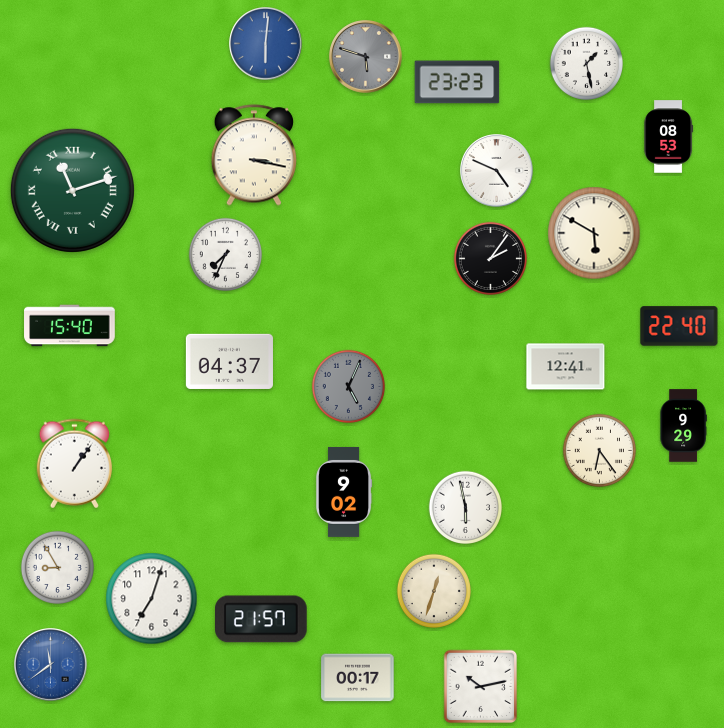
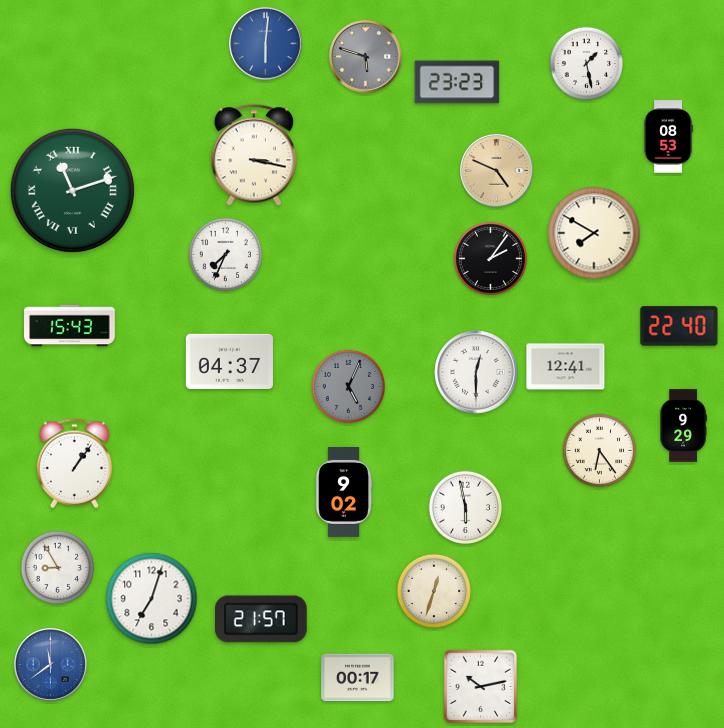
clock at (497, 171) dial: white -> champagne
clock at (594, 233): 5:50 -> 7:50
clock at (70, 326): 15:40 -> 15:43
clock at (476, 372): none -> 12:30
